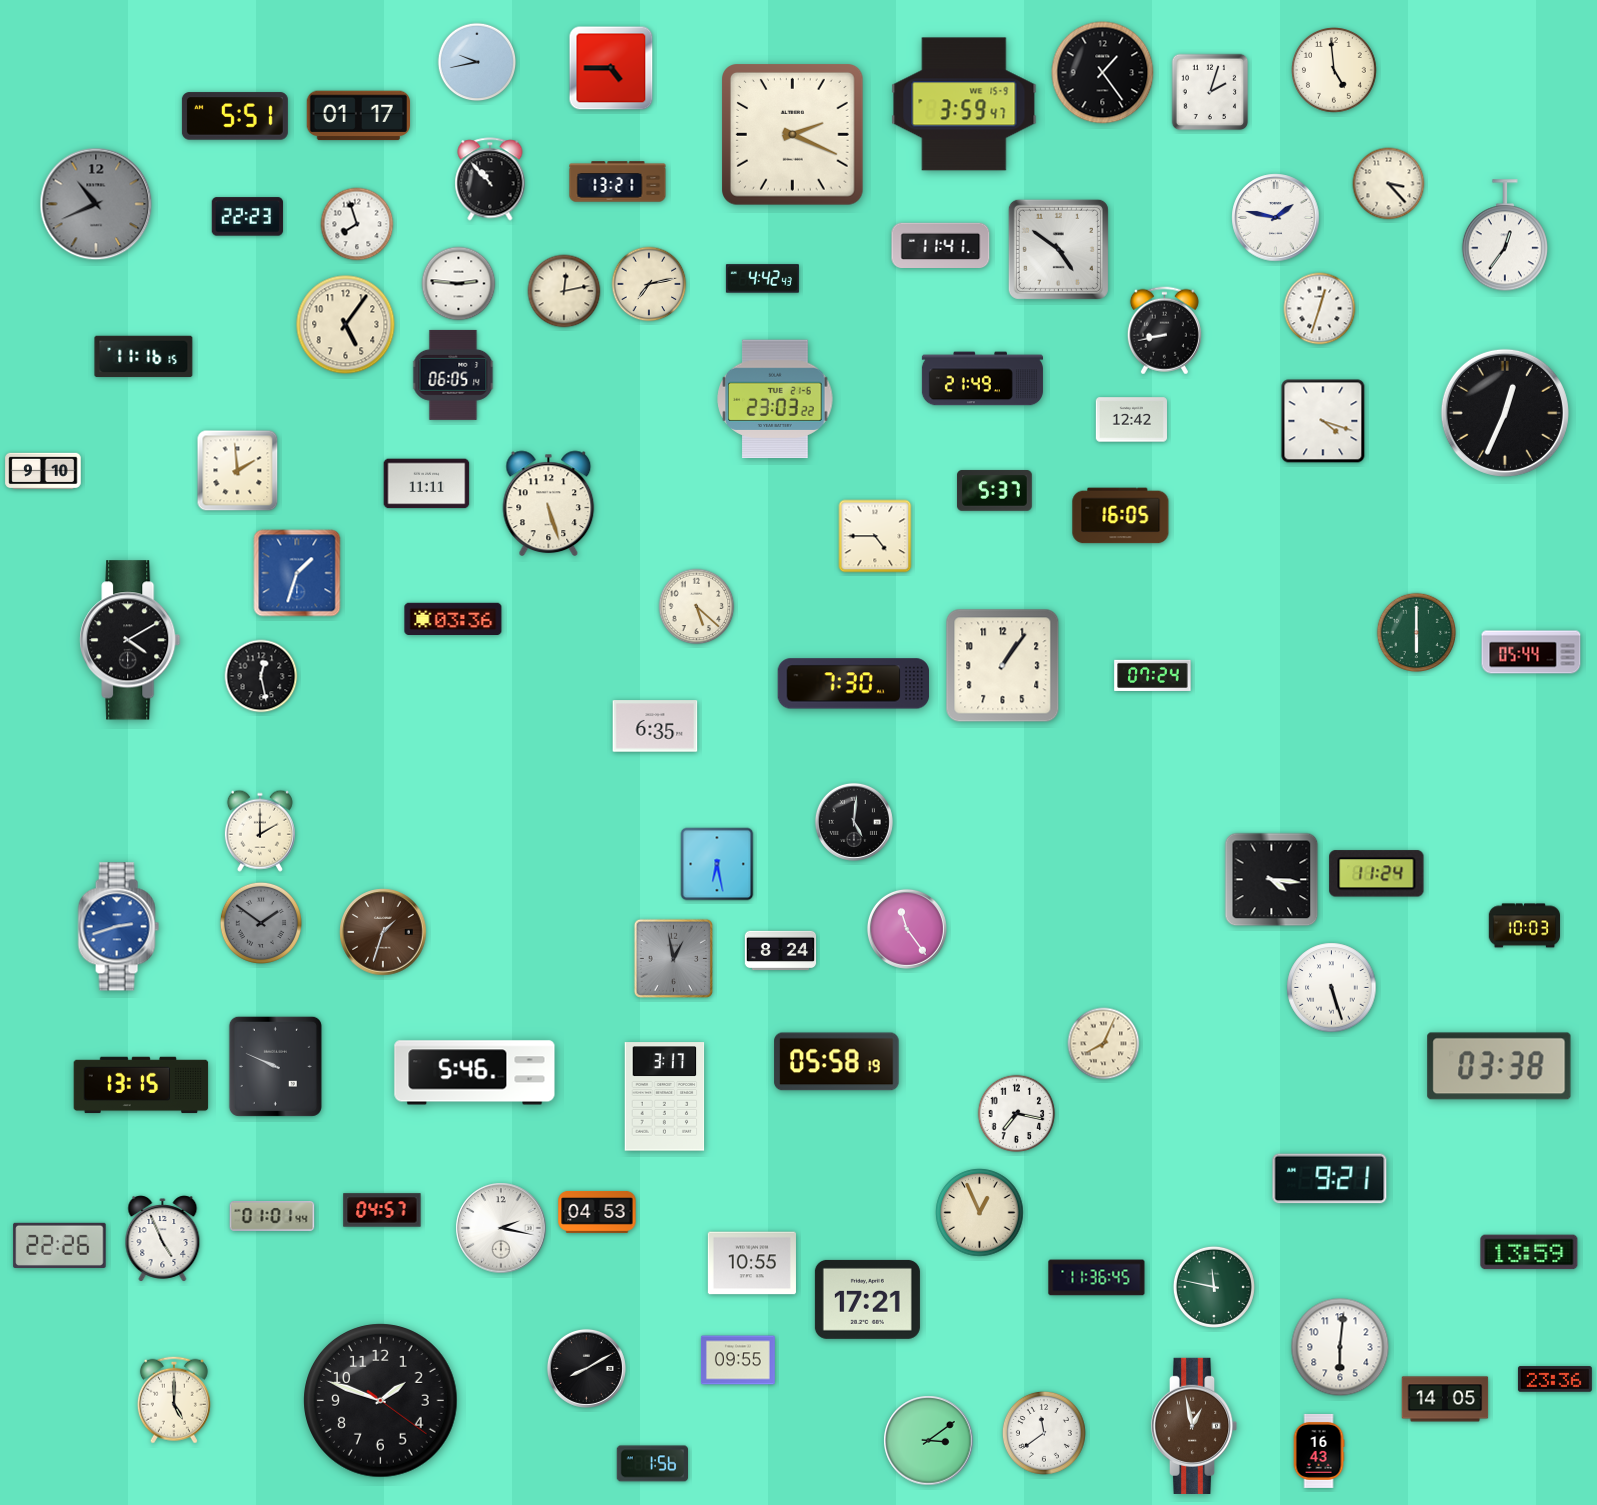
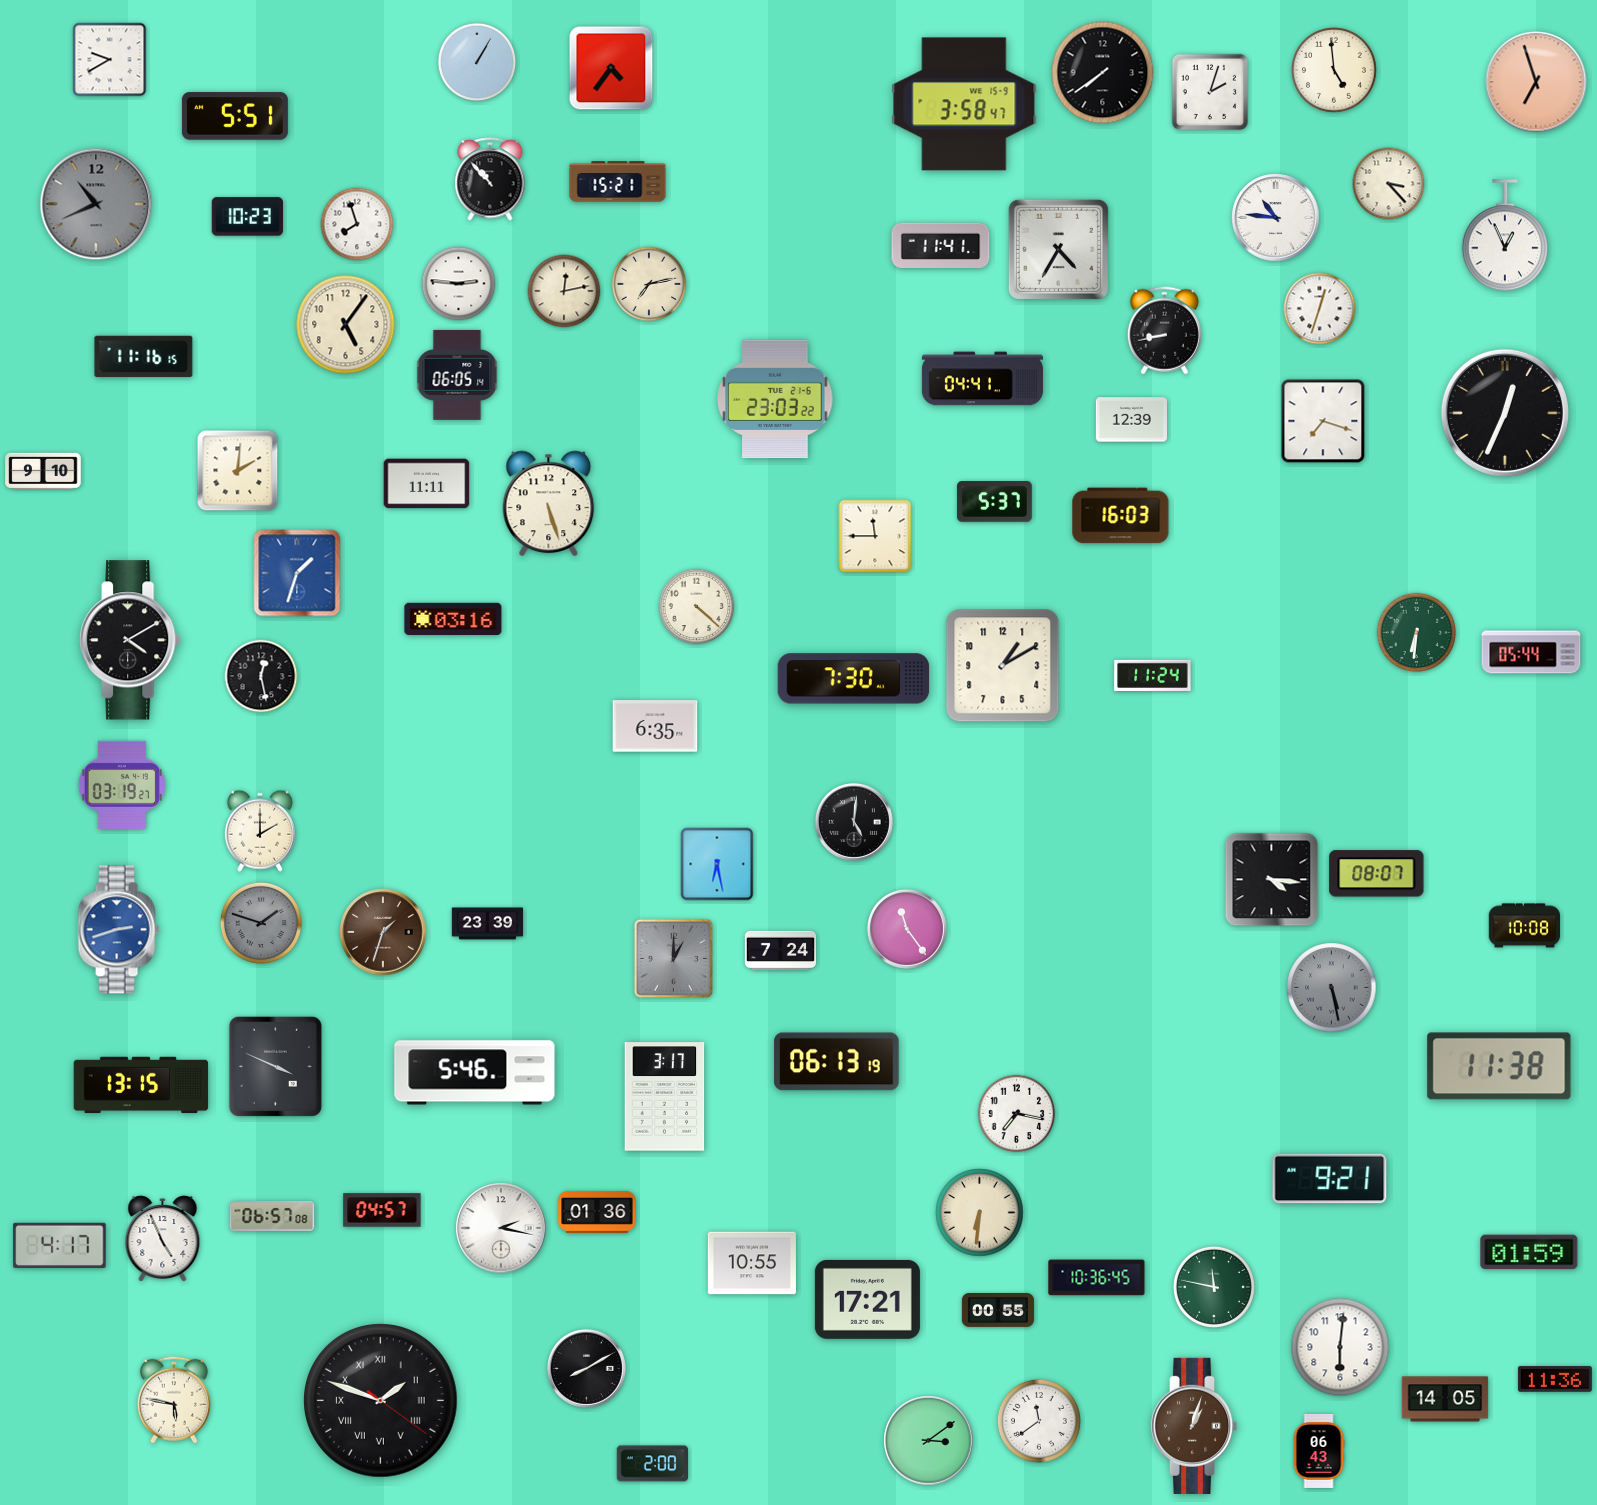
clock at (110, 60): none -> 9:40
clock at (477, 62): 9:43 -> 1:05
clock at (611, 68): 4:45 -> 4:36
clock at (1103, 73): 1:24 -> 7:39
clock at (1536, 82): none -> 6:57
clock at (964, 104): 3:59 -> 3:58
clock at (358, 116): 01:17 -> none
clock at (793, 135): 2:19 -> none
clock at (618, 182): 13:21 -> 15:21
clock at (247, 217): 22:23 -> 10:23
clock at (1276, 218): 1:47 -> 10:46
clock at (1505, 236): 12:36 -> 12:56
clock at (1058, 249): 4:51 -> 4:35
clock at (762, 279): 4:42 -> none
clock at (453, 375) position: (453, 375) -> (457, 375)
clock at (982, 379): 21:49 -> 04:41
clock at (1132, 420): 12:42 -> 12:39
clock at (1323, 421): 4:18 -> 7:18
clock at (238, 471): 1:59 -> 2:01
clock at (995, 491) position: (995, 491) -> (995, 502)
clock at (1121, 516): 16:05 -> 16:03
clock at (875, 536): 4:45 -> 11:45
clock at (697, 607): 5:22 -> 4:22
clock at (453, 618): 03:36 -> 03:16
clock at (1417, 633): 6:00 -> 6:31
clock at (1003, 666): 1:06 -> 1:10
clock at (1153, 675): 07:24 -> 11:24
clock at (854, 684) position: (854, 684) -> (854, 679)
clock at (122, 785): none -> 03:19
clock at (1377, 874): 11:24 -> 08:07
clock at (261, 923): 1:51 -> 1:48
clock at (488, 924): none -> 23:39
clock at (1525, 926): 10:03 -> 10:08
clock at (118, 927) position: (118, 927) -> (118, 930)
clock at (781, 951): 8:24 -> 7:24
clock at (673, 958): 12:58 -> 1:00
clock at (1332, 988): 5:27 -> 5:28
clock at (1332, 988) dial: white -> grey
clock at (1104, 1044): 8:04 -> none
clock at (837, 1062): 05:58 -> 06:13
clock at (275, 1066): 9:49 -> 3:49
clock at (1499, 1066): 03:38 -> 11:38
clock at (597, 1212): 04:53 -> 01:36
clock at (980, 1213): 12:56 -> 6:31
clock at (272, 1216): 01:01 -> 06:57
clock at (60, 1245): 22:26 -> 4:17
clock at (1529, 1252): 13:59 -> 01:59
clock at (1097, 1278): 11:36 -> 10:36
clock at (998, 1311): none -> 00:55
clock at (738, 1360): 09:55 -> none
clock at (1555, 1379): 23:36 -> 11:36
clock at (174, 1400): 5:00 -> 5:47
clock at (381, 1401) numerals: Arabic -> Roman
clock at (1194, 1426): 12:58 -> 1:03
clock at (1044, 1433) position: (1044, 1433) -> (1039, 1421)
clock at (1319, 1451): 16:43 -> 06:43
clock at (652, 1464): 1:56 -> 2:00
